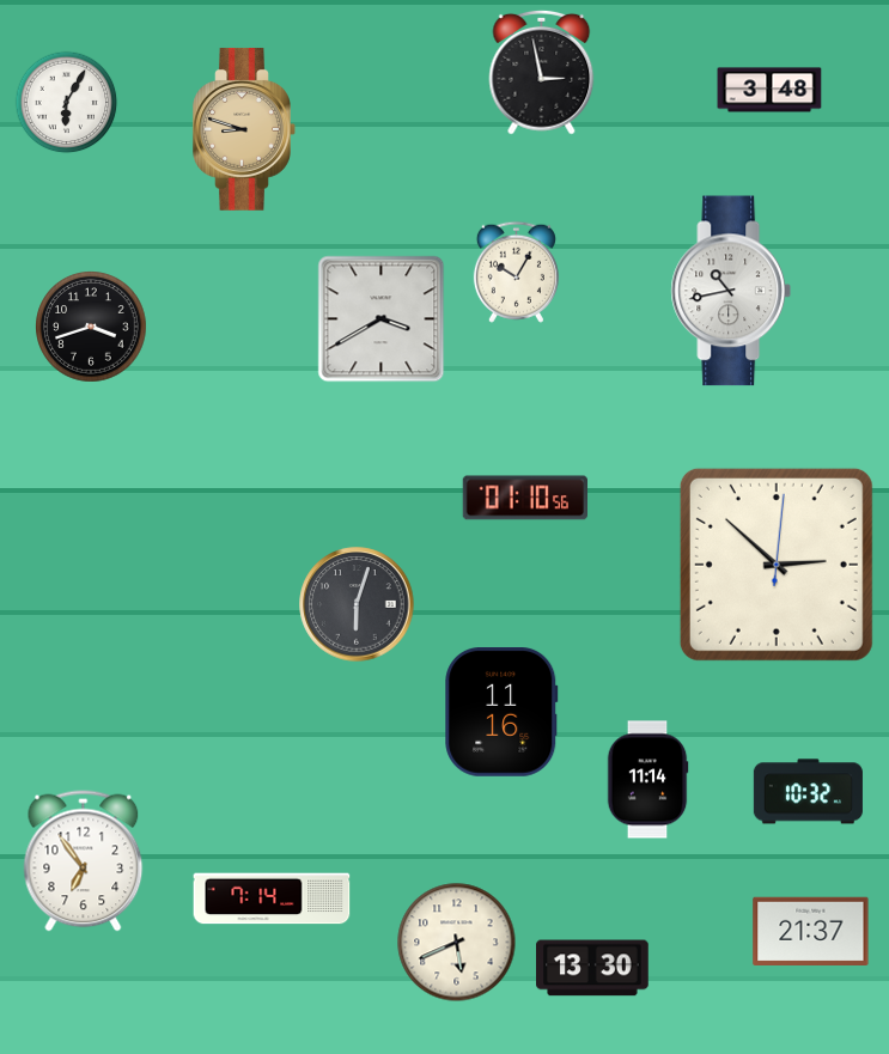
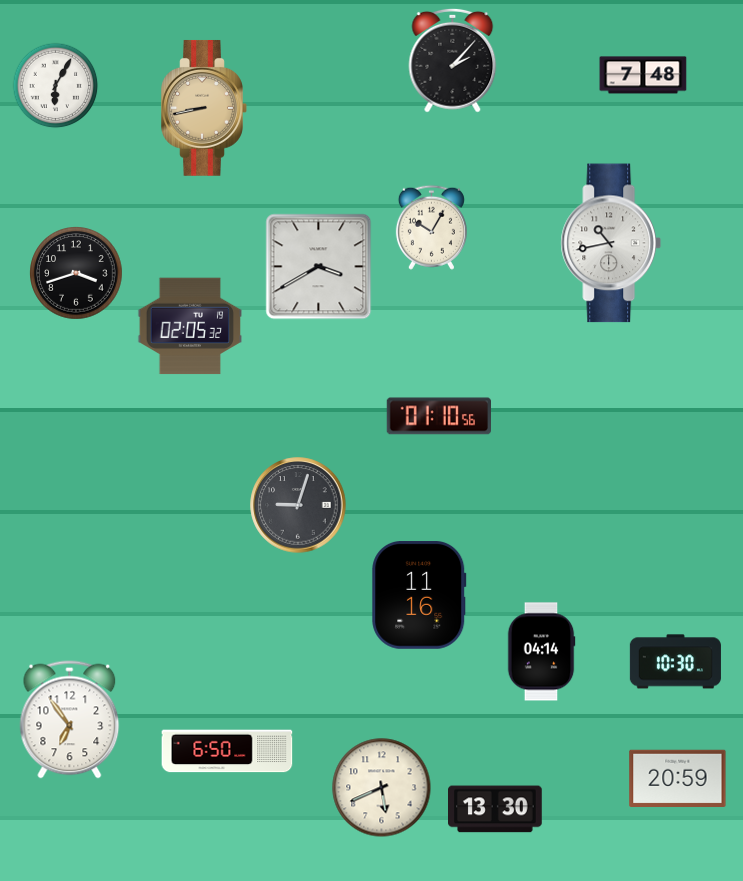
clock at (542, 72): 2:58 -> 2:07
clock at (769, 90): 3:48 -> 7:48
clock at (244, 129): 8:48 -> 8:43
clock at (189, 326): none -> 02:05
clock at (777, 565): 2:52 -> none
clock at (357, 604): 6:03 -> 9:03
clock at (647, 780): 11:14 -> 04:14
clock at (808, 792): 10:32 -> 10:30
clock at (272, 898): 7:14 -> 6:50
clock at (811, 931): 21:37 -> 20:59
